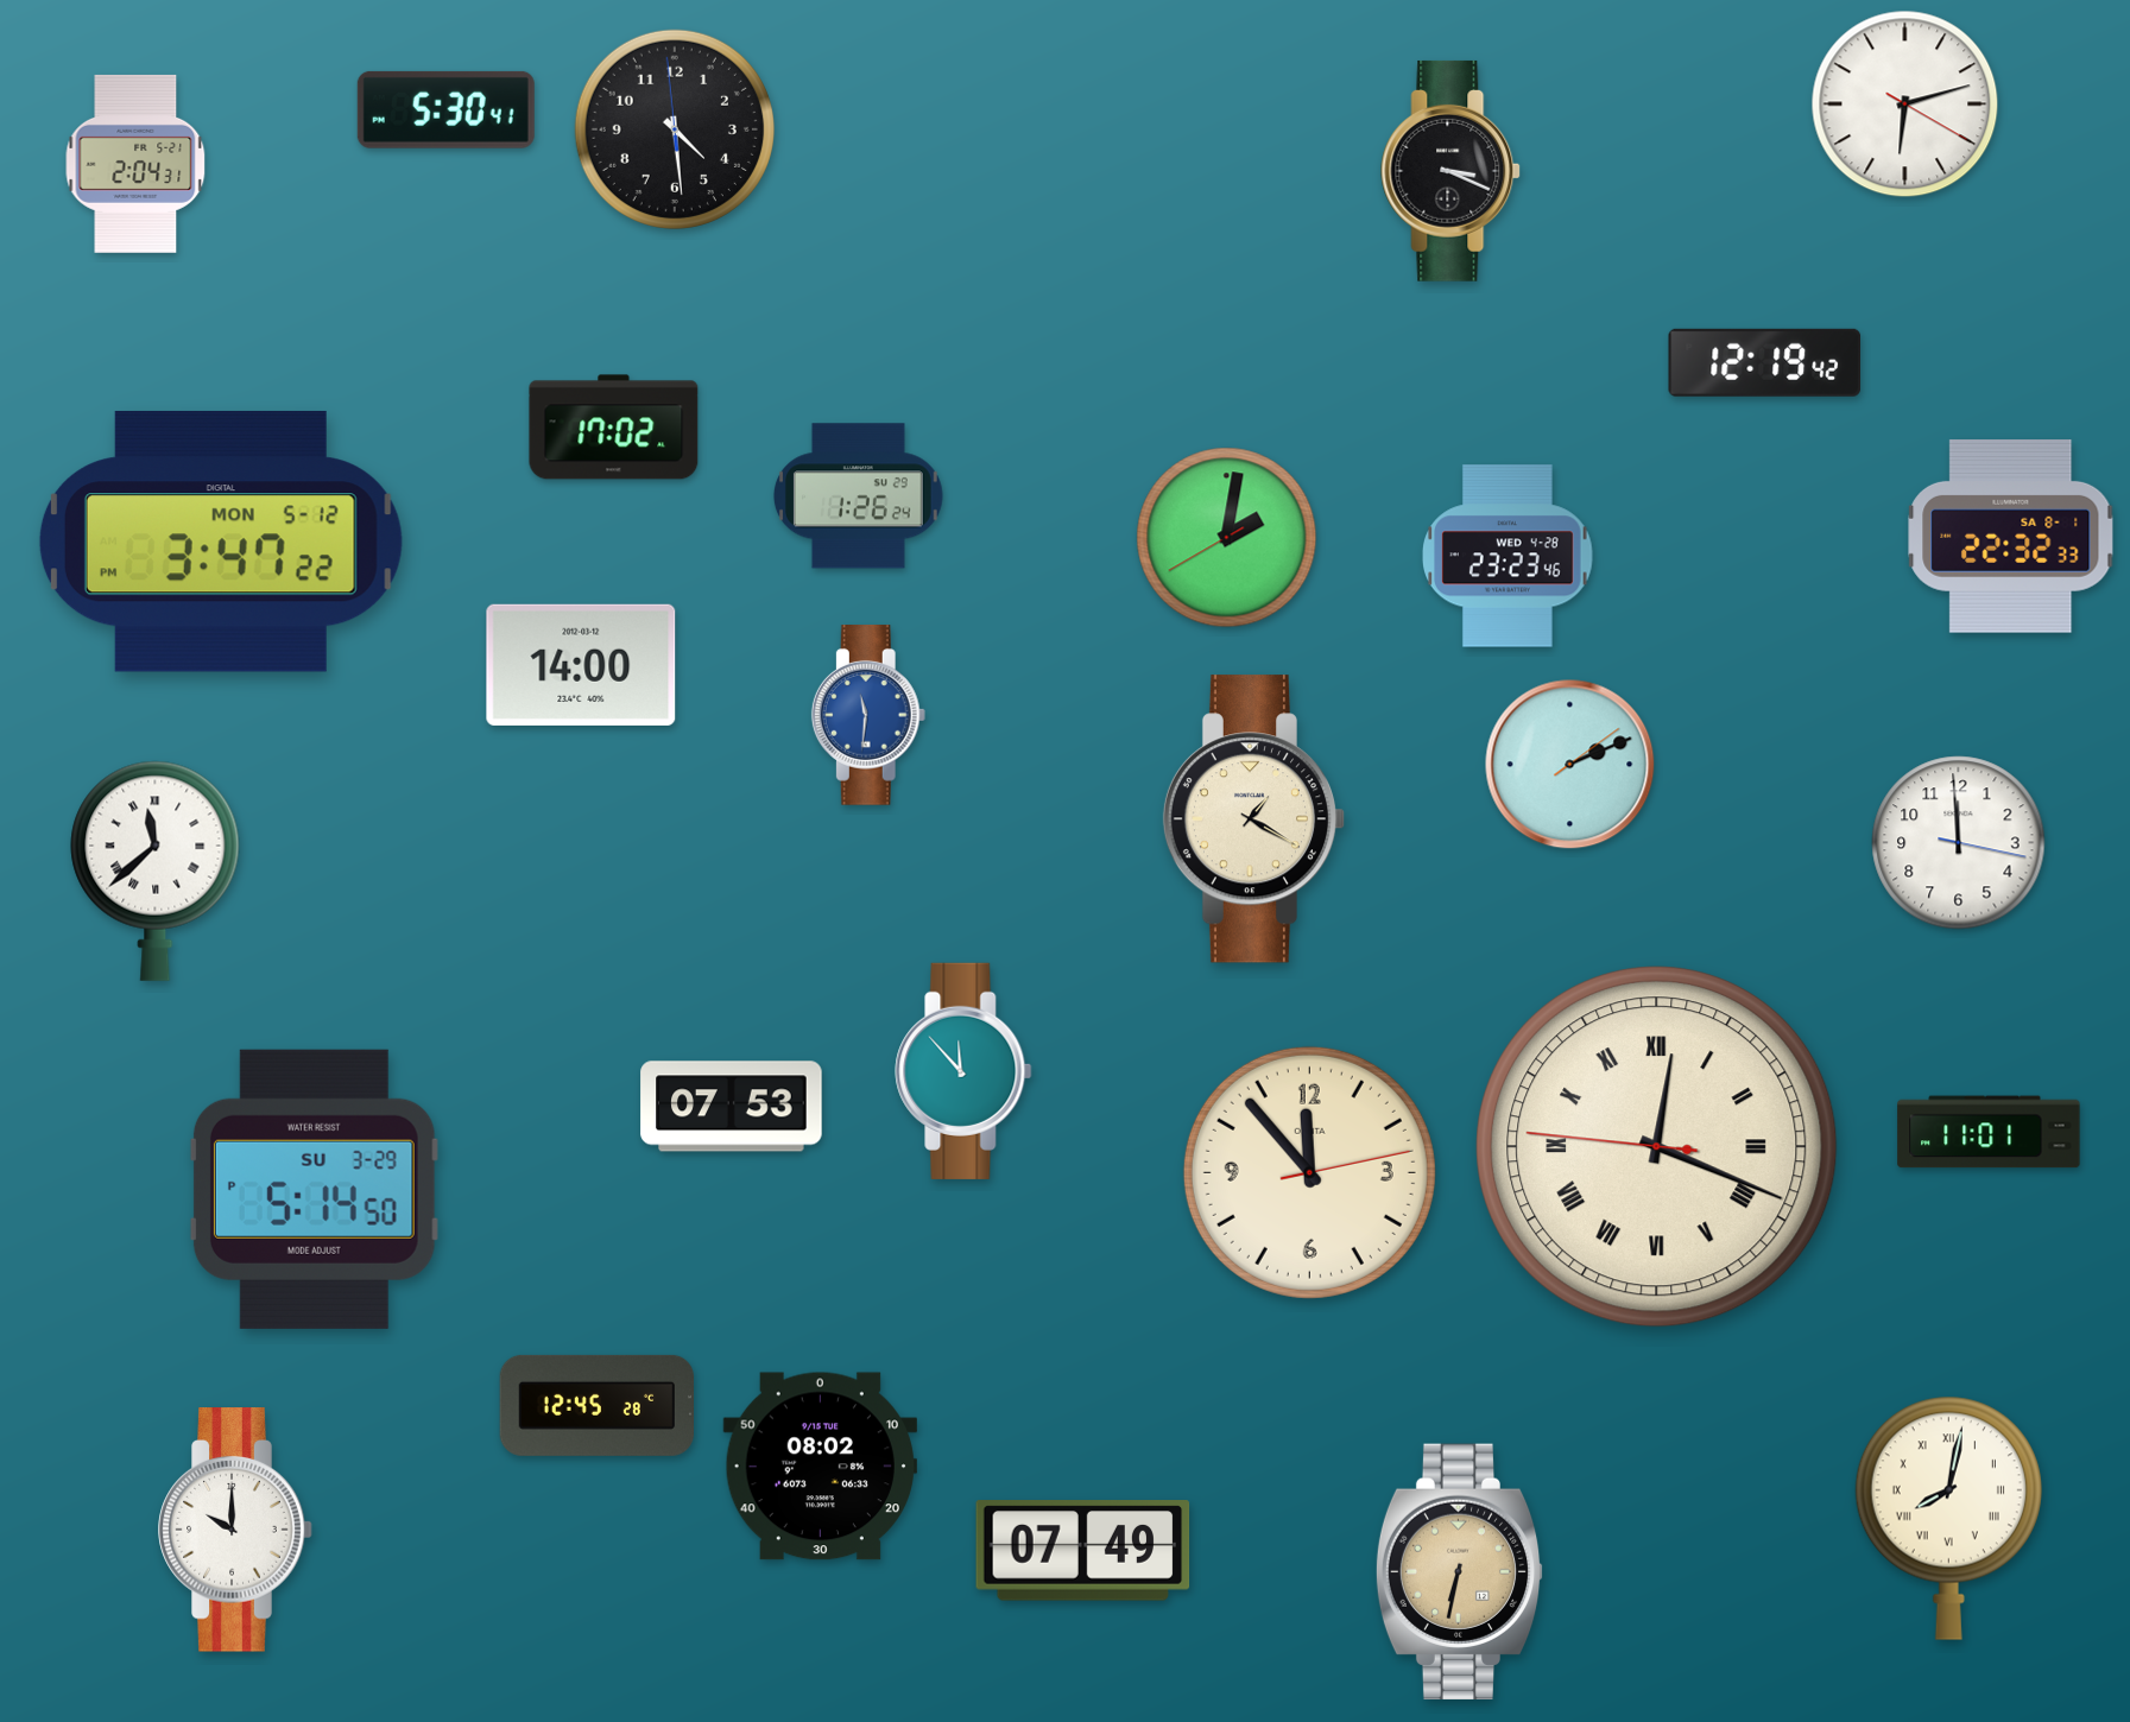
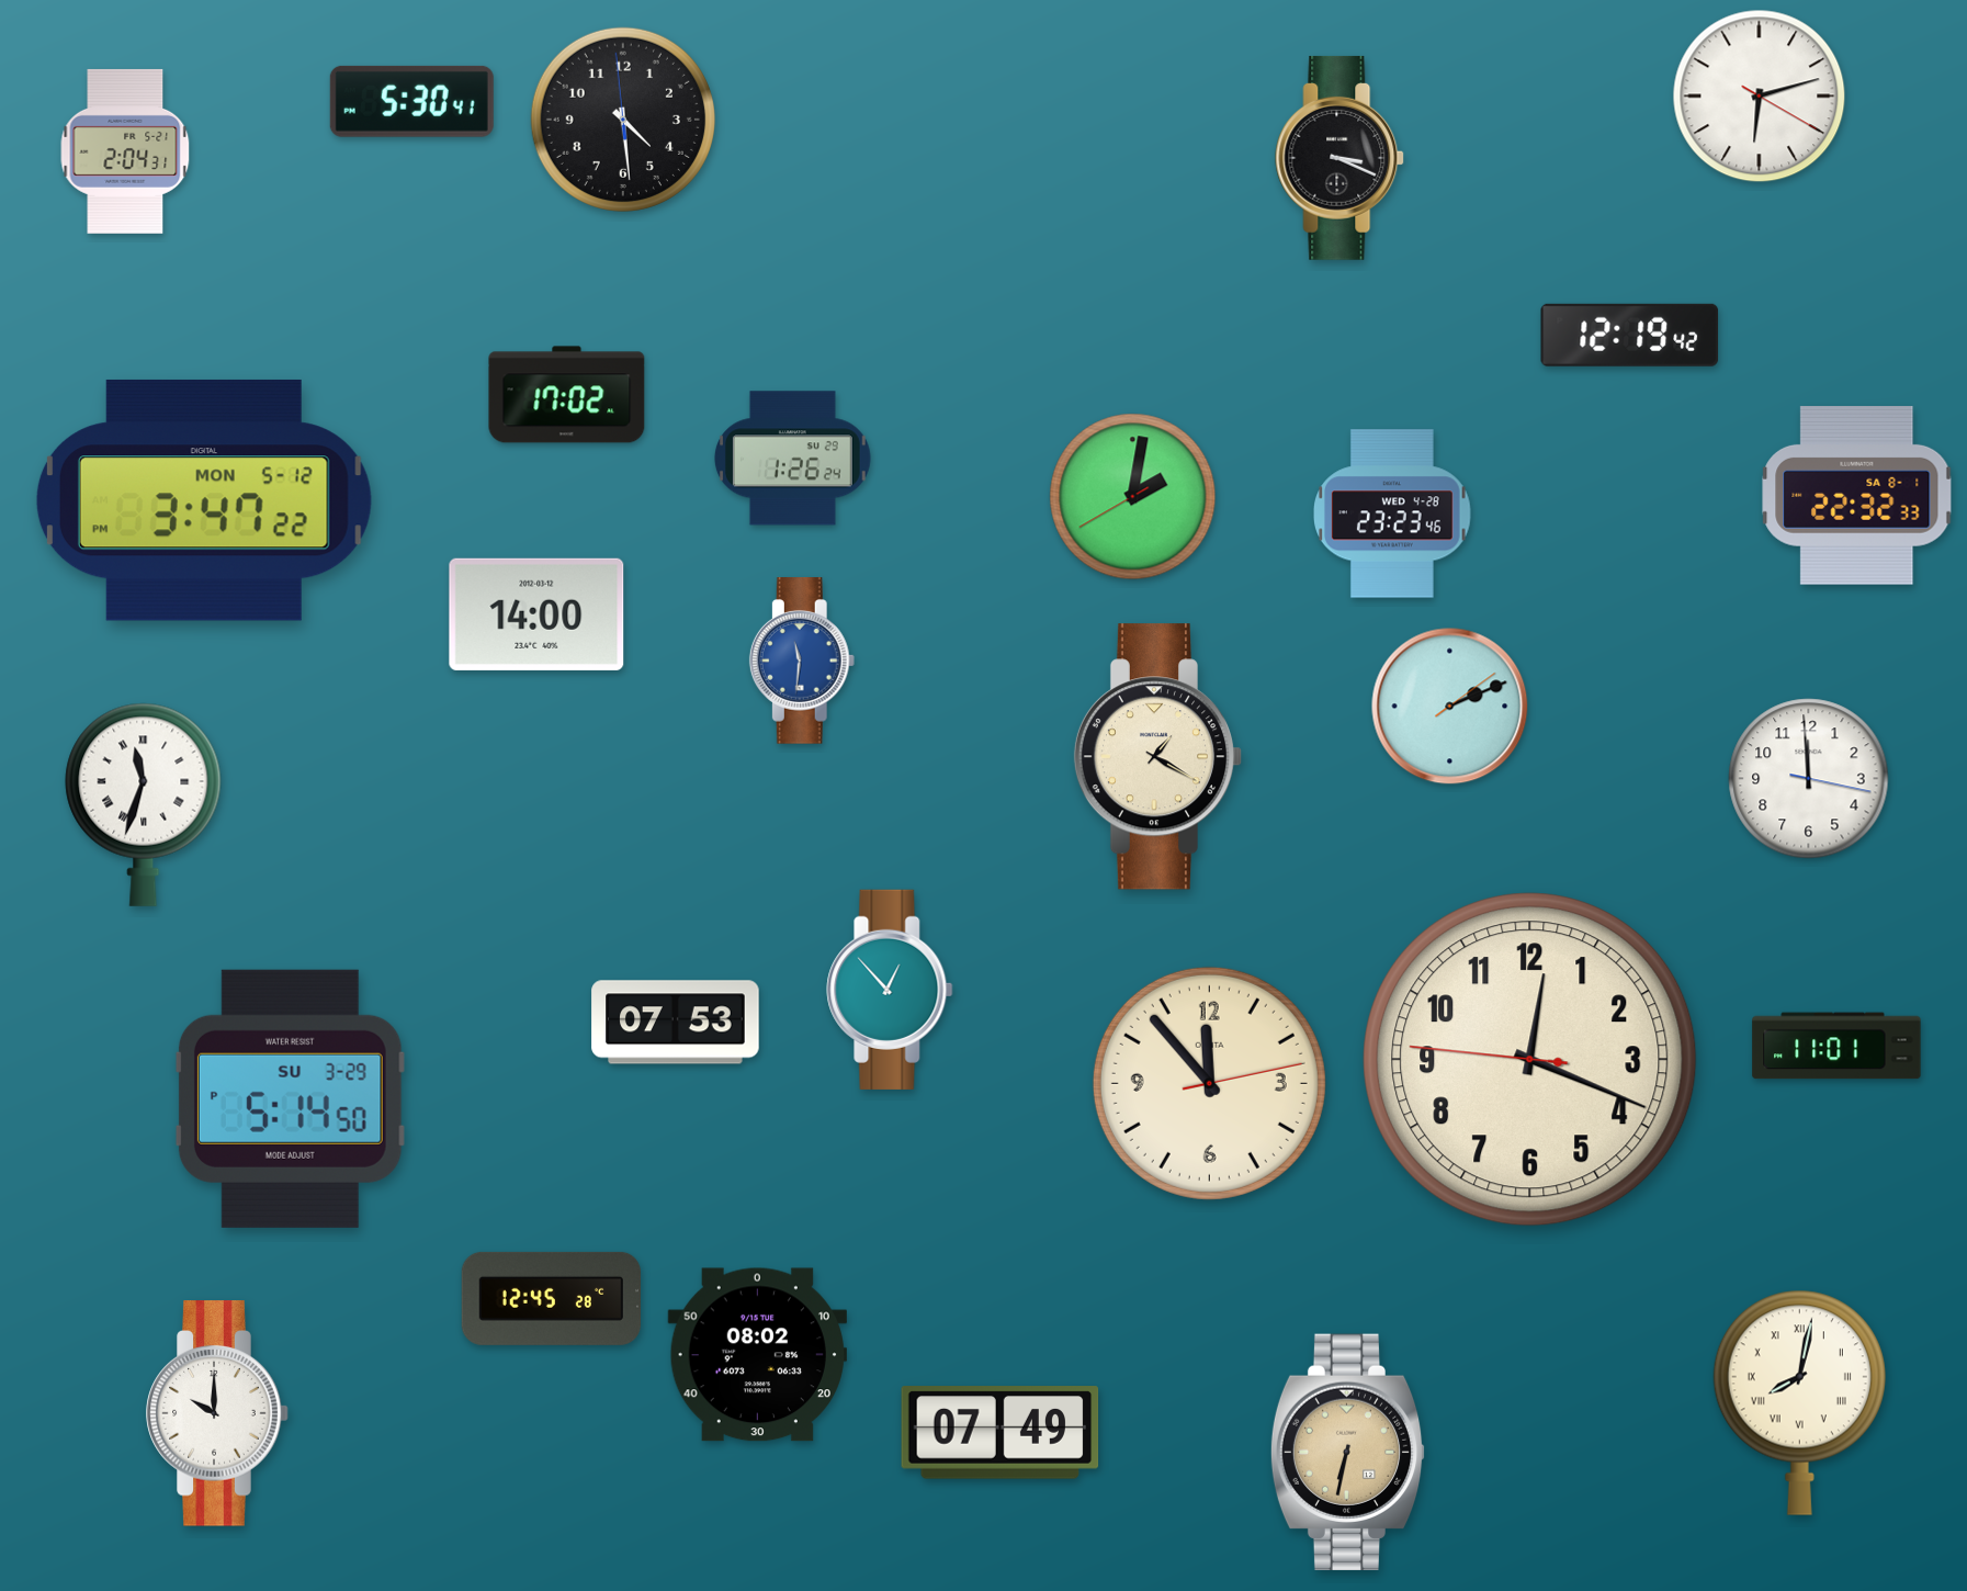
clock at (156, 871): 11:38 -> 11:33
clock at (963, 1071): 11:53 -> 12:53
clock at (1657, 1147) numerals: Roman -> Arabic
